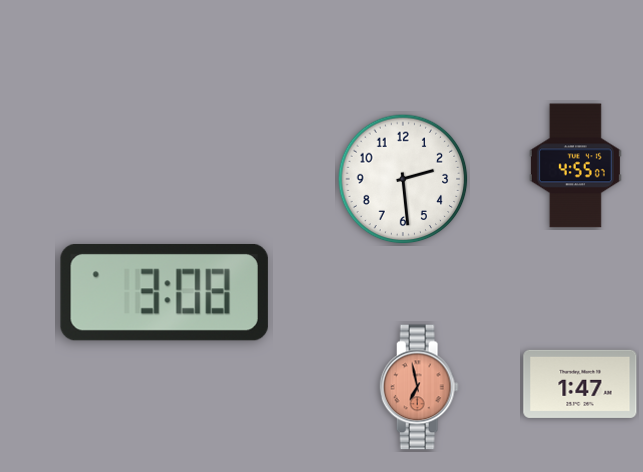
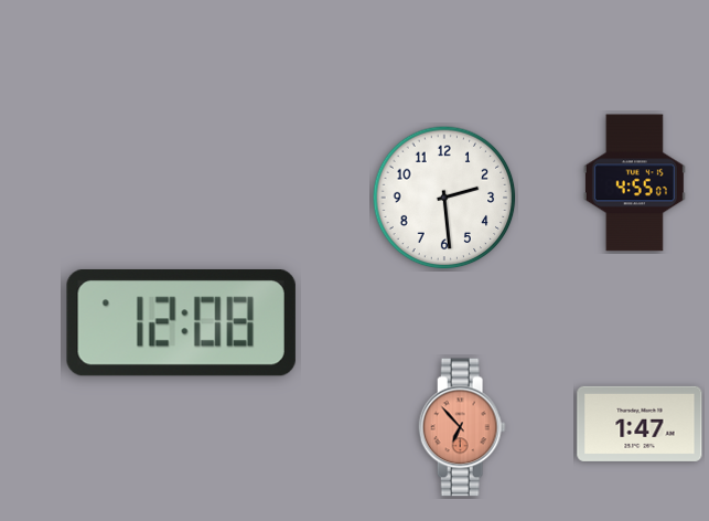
clock at (164, 292): 3:08 -> 12:08
clock at (419, 387): 6:58 -> 6:53
